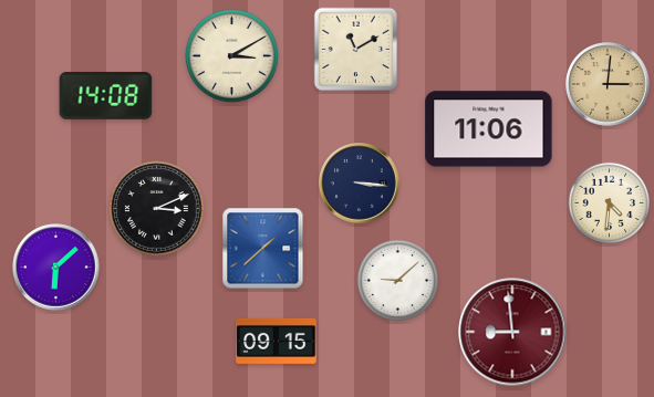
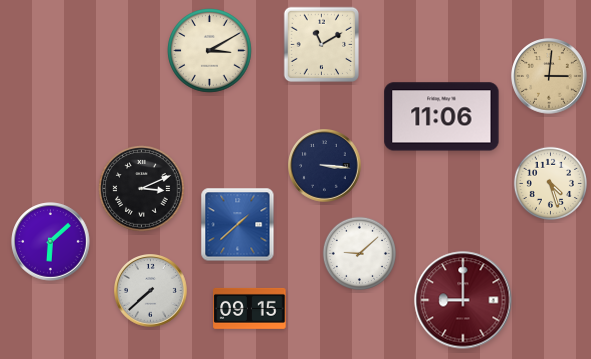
clock at (106, 95): 14:08 -> none
clock at (609, 202): 4:31 -> 4:27
clock at (151, 291): none -> 7:38
clock at (512, 332): 8:59 -> 9:00
